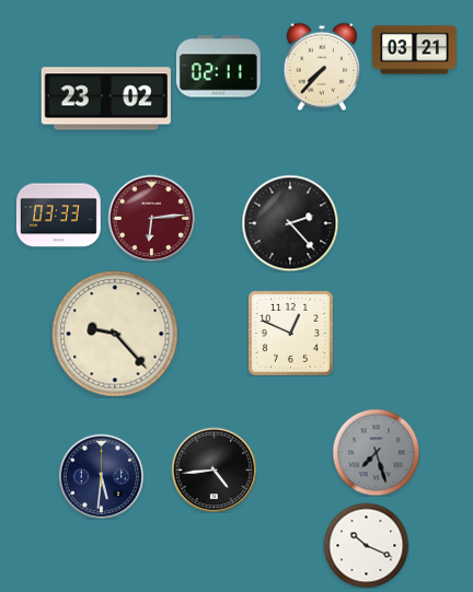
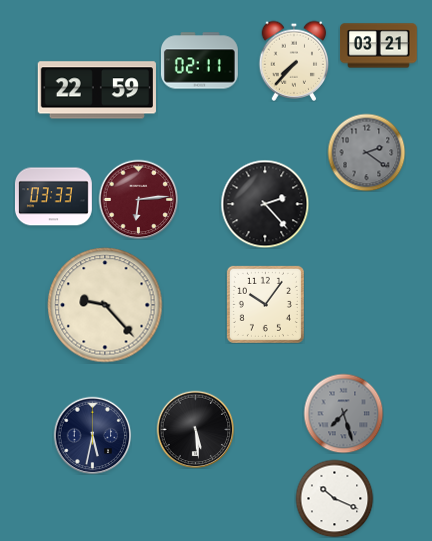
clock at (106, 98): 23:02 -> 22:59
clock at (366, 152): none -> 2:21
clock at (290, 333): 12:49 -> 10:06
clock at (214, 469): 4:44 -> 5:29
clock at (101, 476): 5:31 -> 5:32
